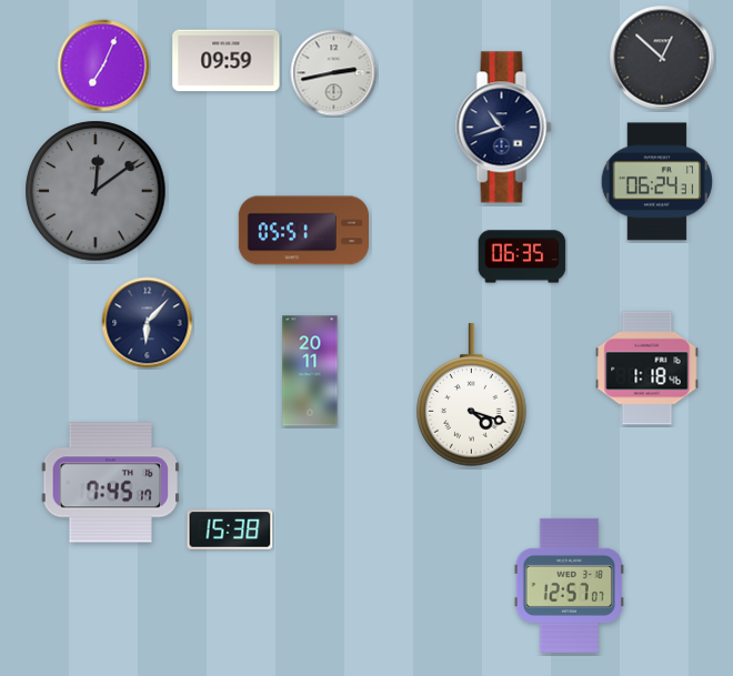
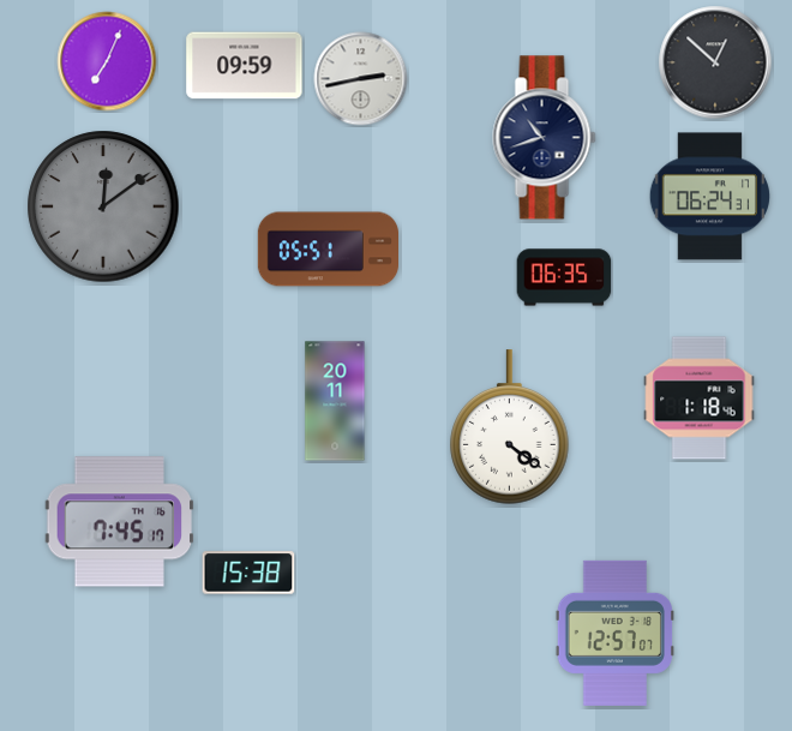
clock at (103, 65) position: (103, 65) -> (107, 61)
clock at (148, 323): 6:07 -> none
clock at (472, 395): 4:18 -> 4:21
